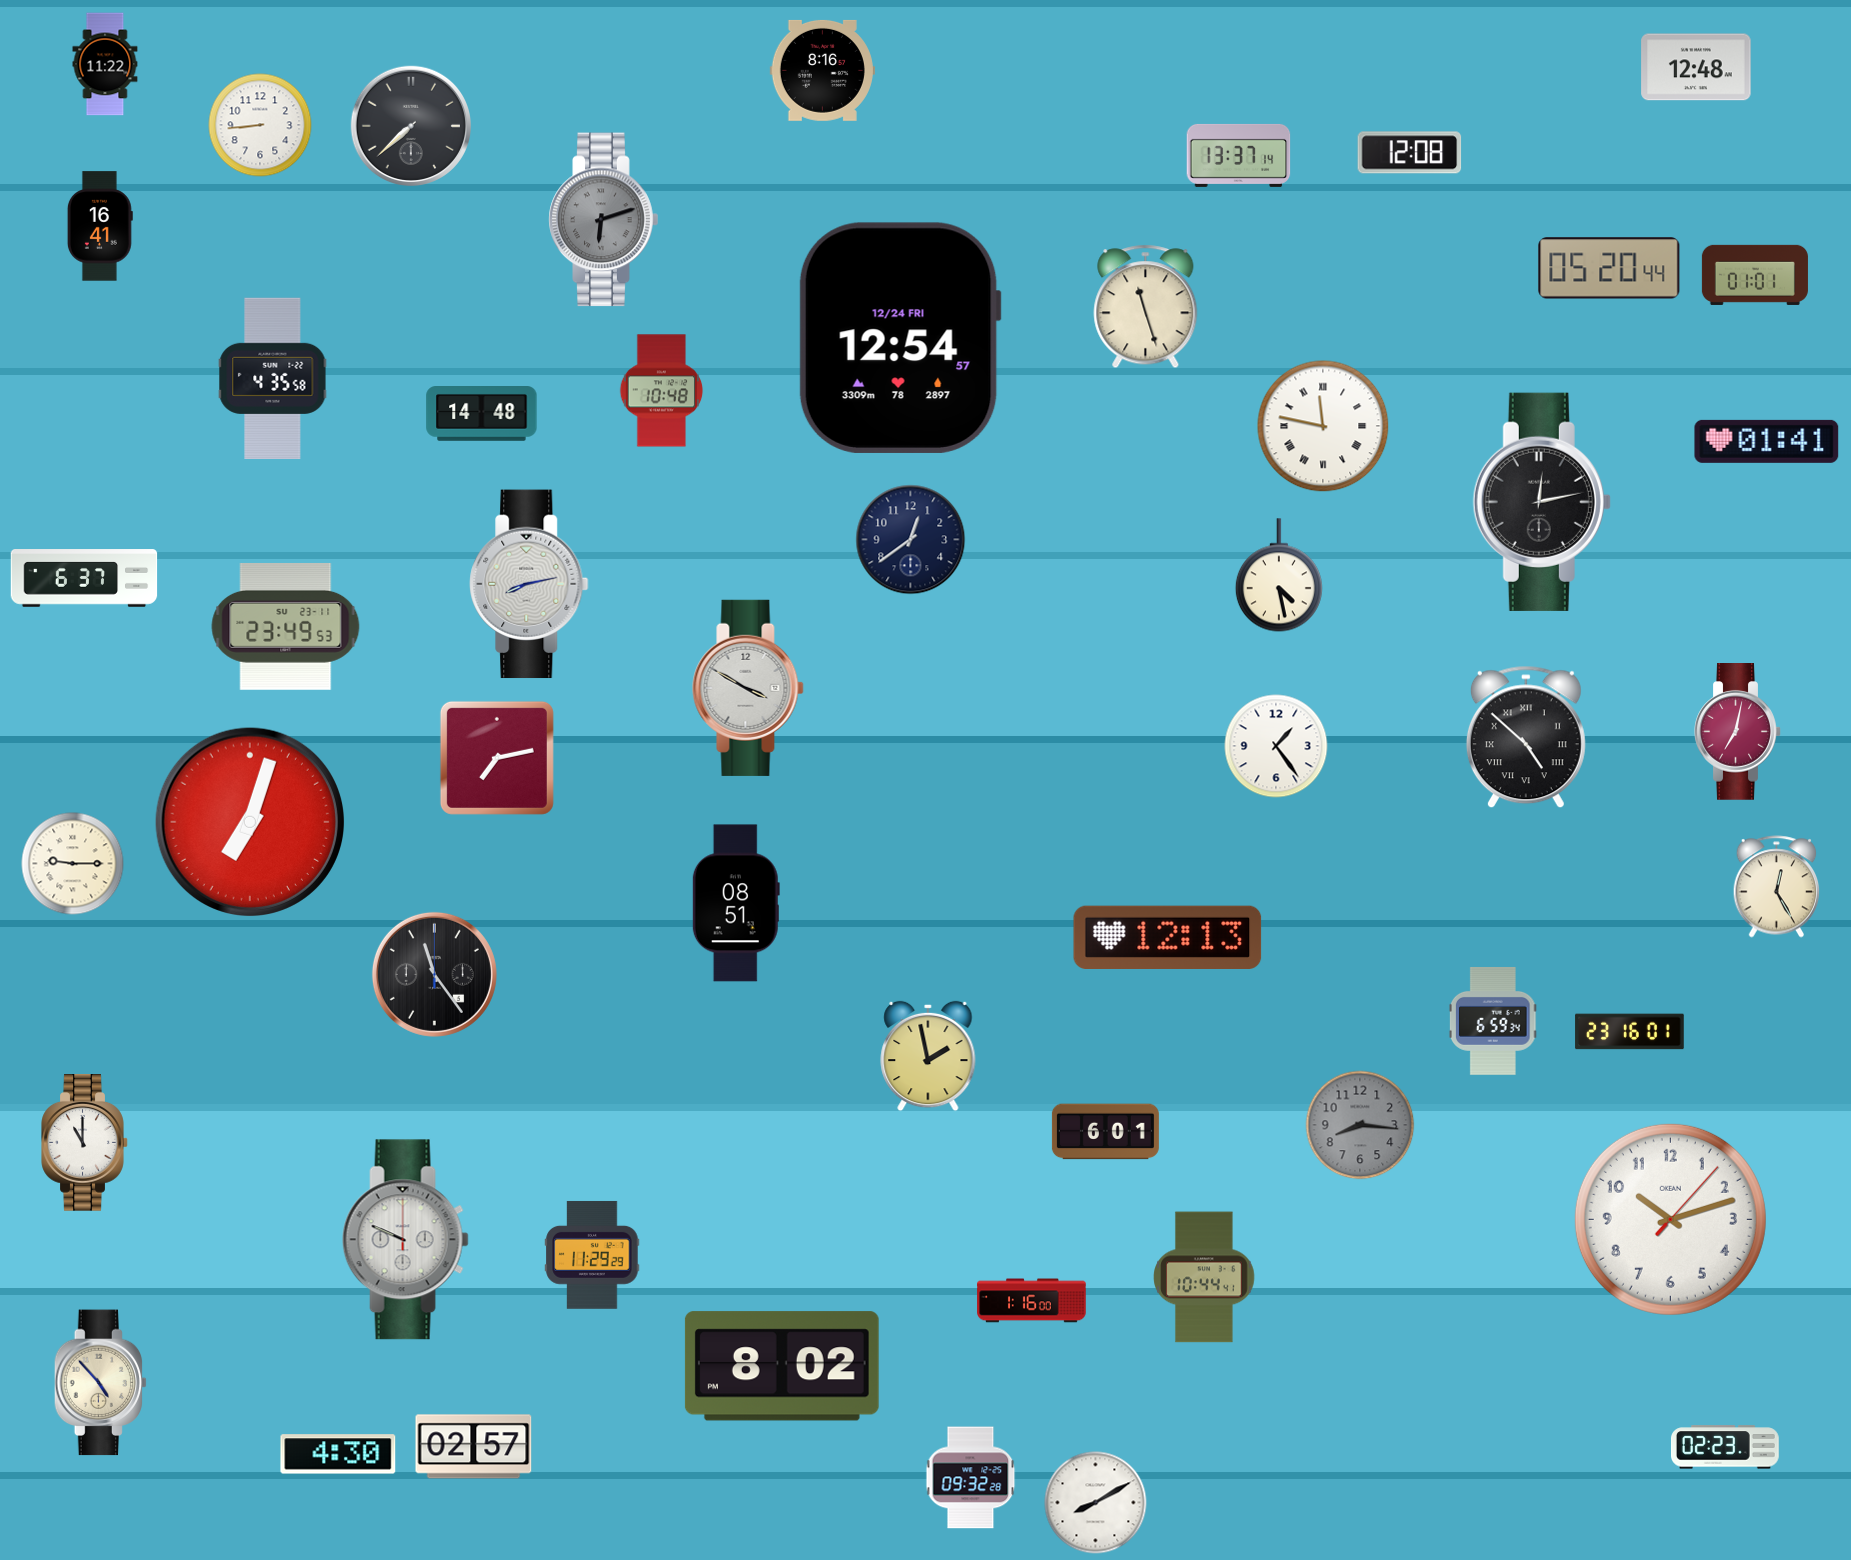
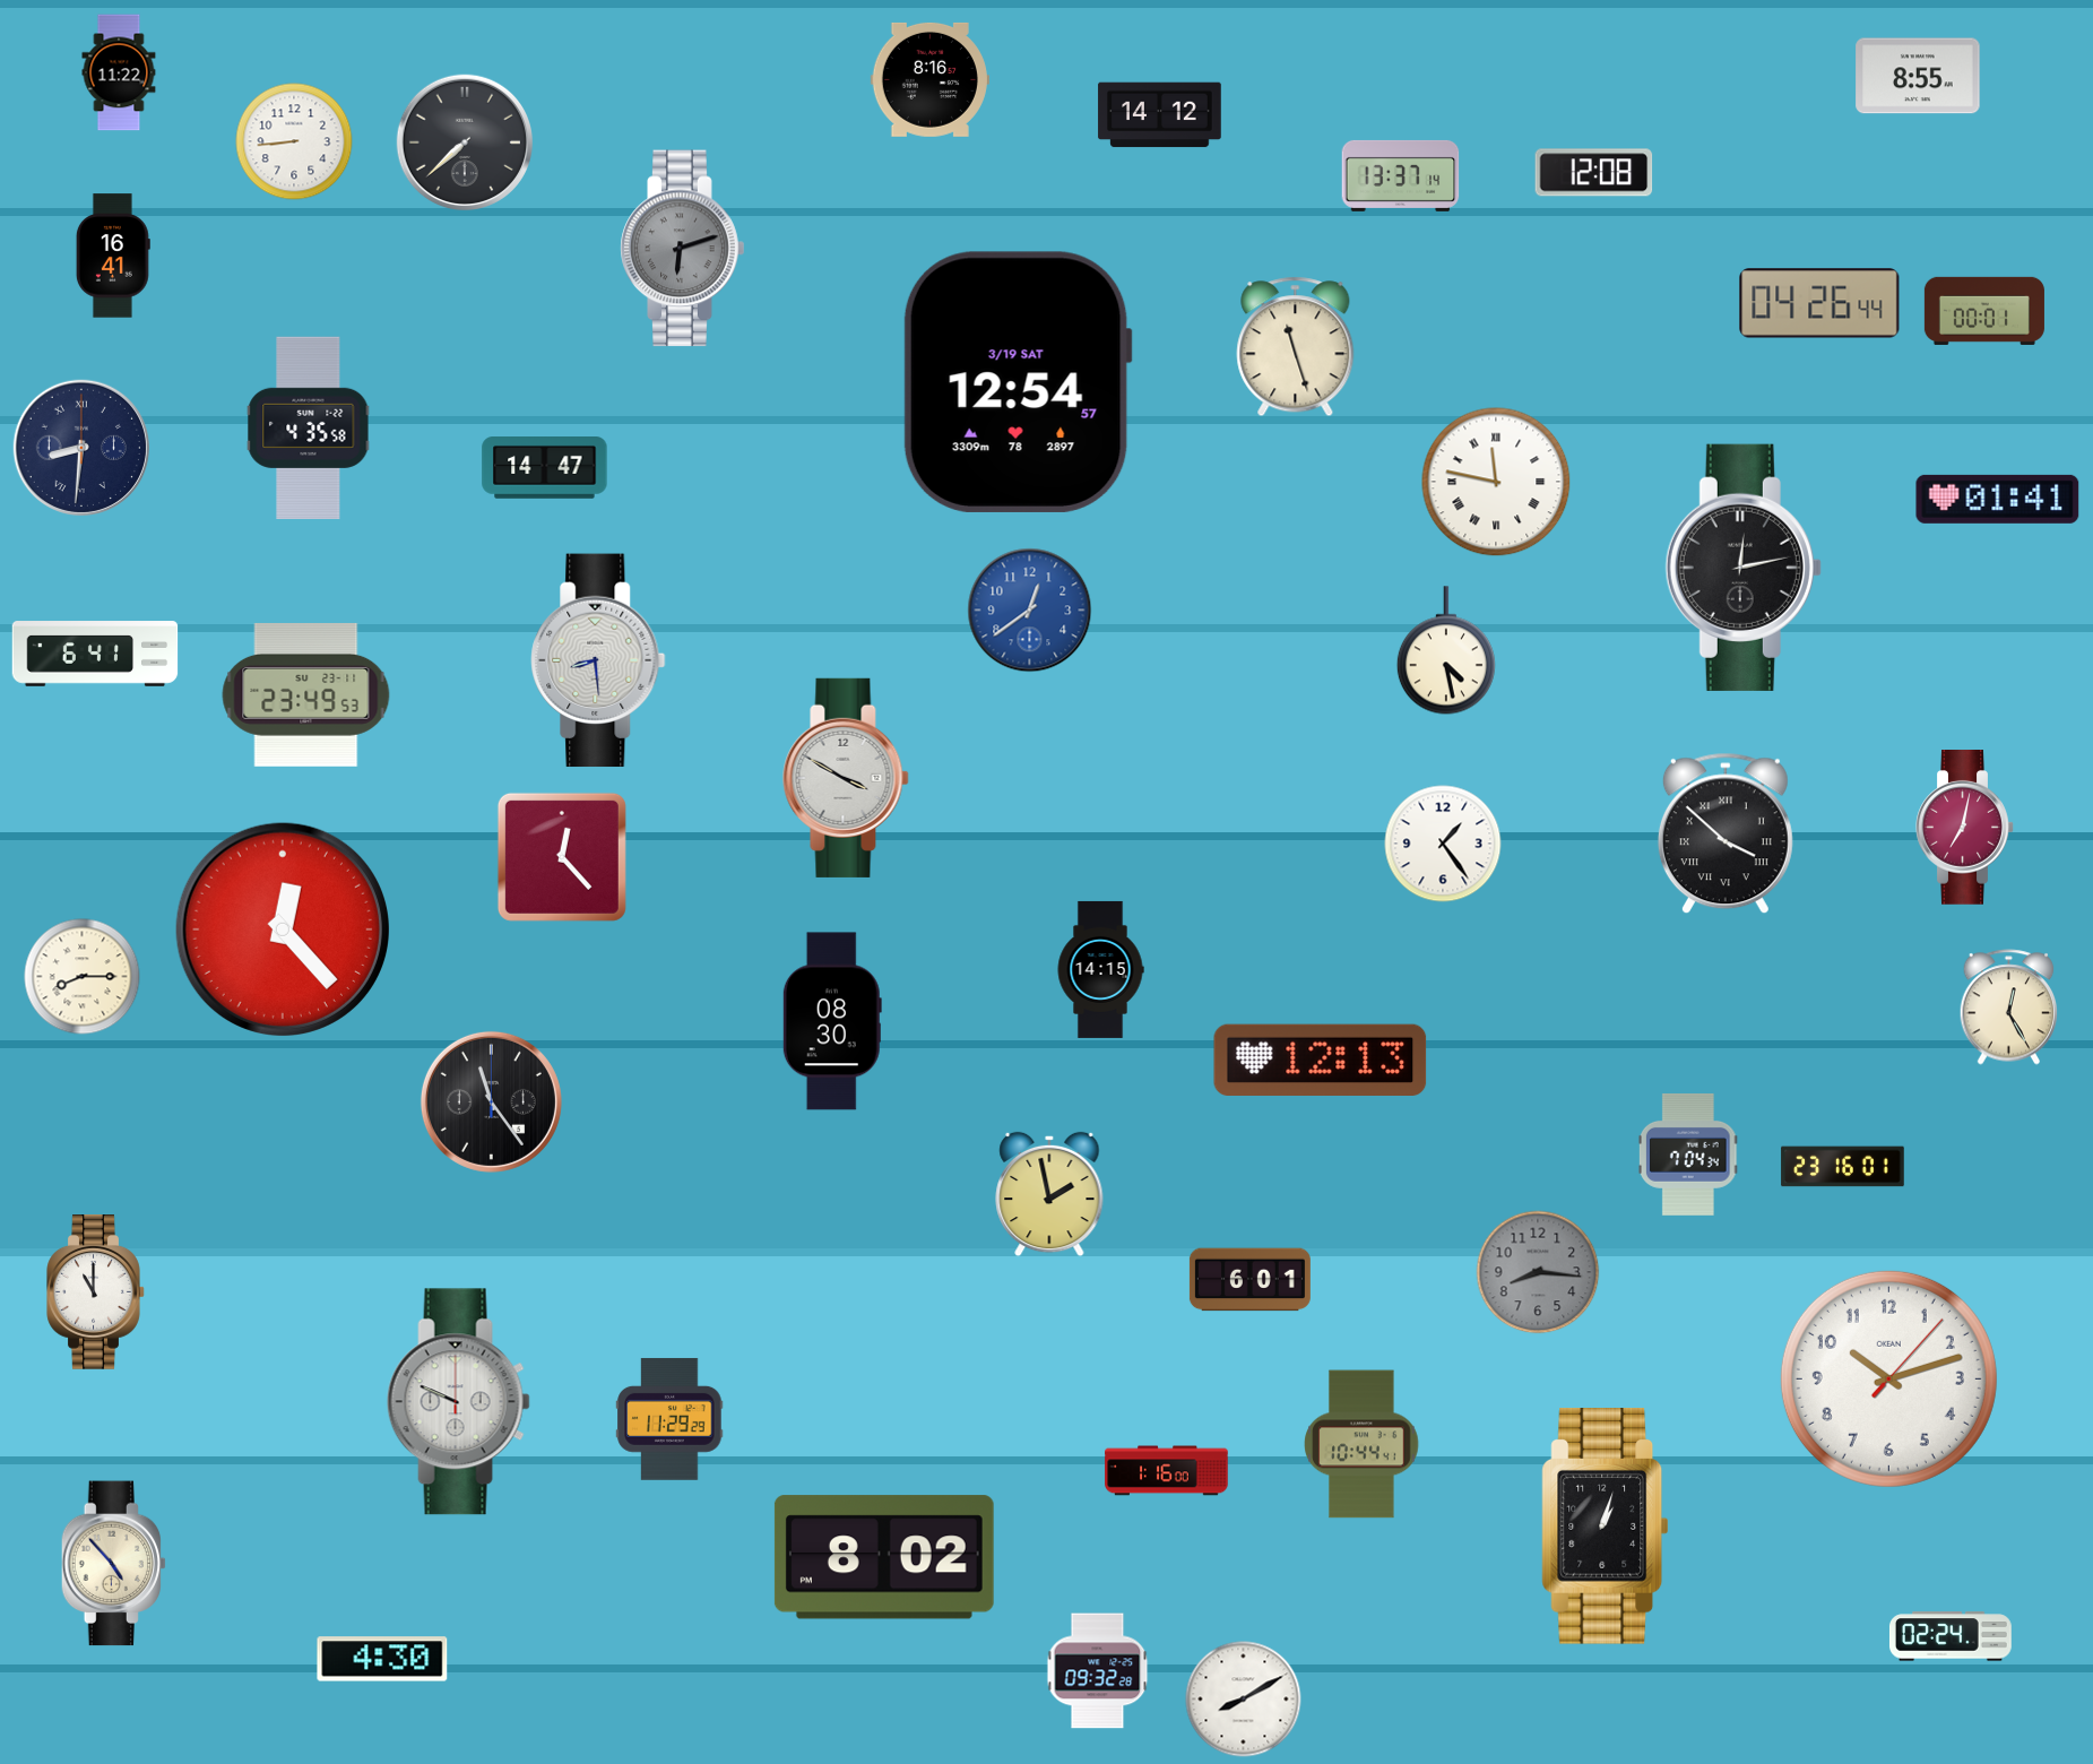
clock at (1696, 67): 12:48 -> 8:55
clock at (1160, 115): none -> 14:12
clock at (1609, 268): 05:20 -> 04:26
clock at (1755, 275): 01:01 -> 00:01
clock at (900, 338) date: 12/24 FRI -> 3/19 SAT
clock at (662, 391): 10:48 -> none
clock at (80, 447): none -> 8:31
clock at (482, 414): 14:48 -> 14:47
clock at (911, 540) dial: navy -> blue
clock at (84, 578): 6:37 -> 6:41
clock at (529, 584): 8:13 -> 8:29
clock at (286, 626) position: (286, 626) -> (306, 694)
clock at (1526, 737): 4:52 -> 3:52
clock at (497, 758): 7:13 -> 12:23
clock at (249, 821): 7:03 -> 12:23
clock at (1100, 969): none -> 14:15
clock at (73, 864): 9:15 -> 8:15
clock at (1777, 887) position: (1777, 887) -> (2009, 1008)
clock at (736, 903): 08:51 -> 08:30
clock at (1493, 1021): 6:59 -> 7:04
clock at (1606, 1527): none -> 1:03
clock at (782, 1366) position: (782, 1366) -> (884, 1557)
clock at (474, 1447): 02:57 -> none
clock at (1725, 1447): 02:23 -> 02:24
clock at (338, 1454) position: (338, 1454) -> (382, 1659)
clock at (1096, 1503) position: (1096, 1503) -> (1244, 1700)
